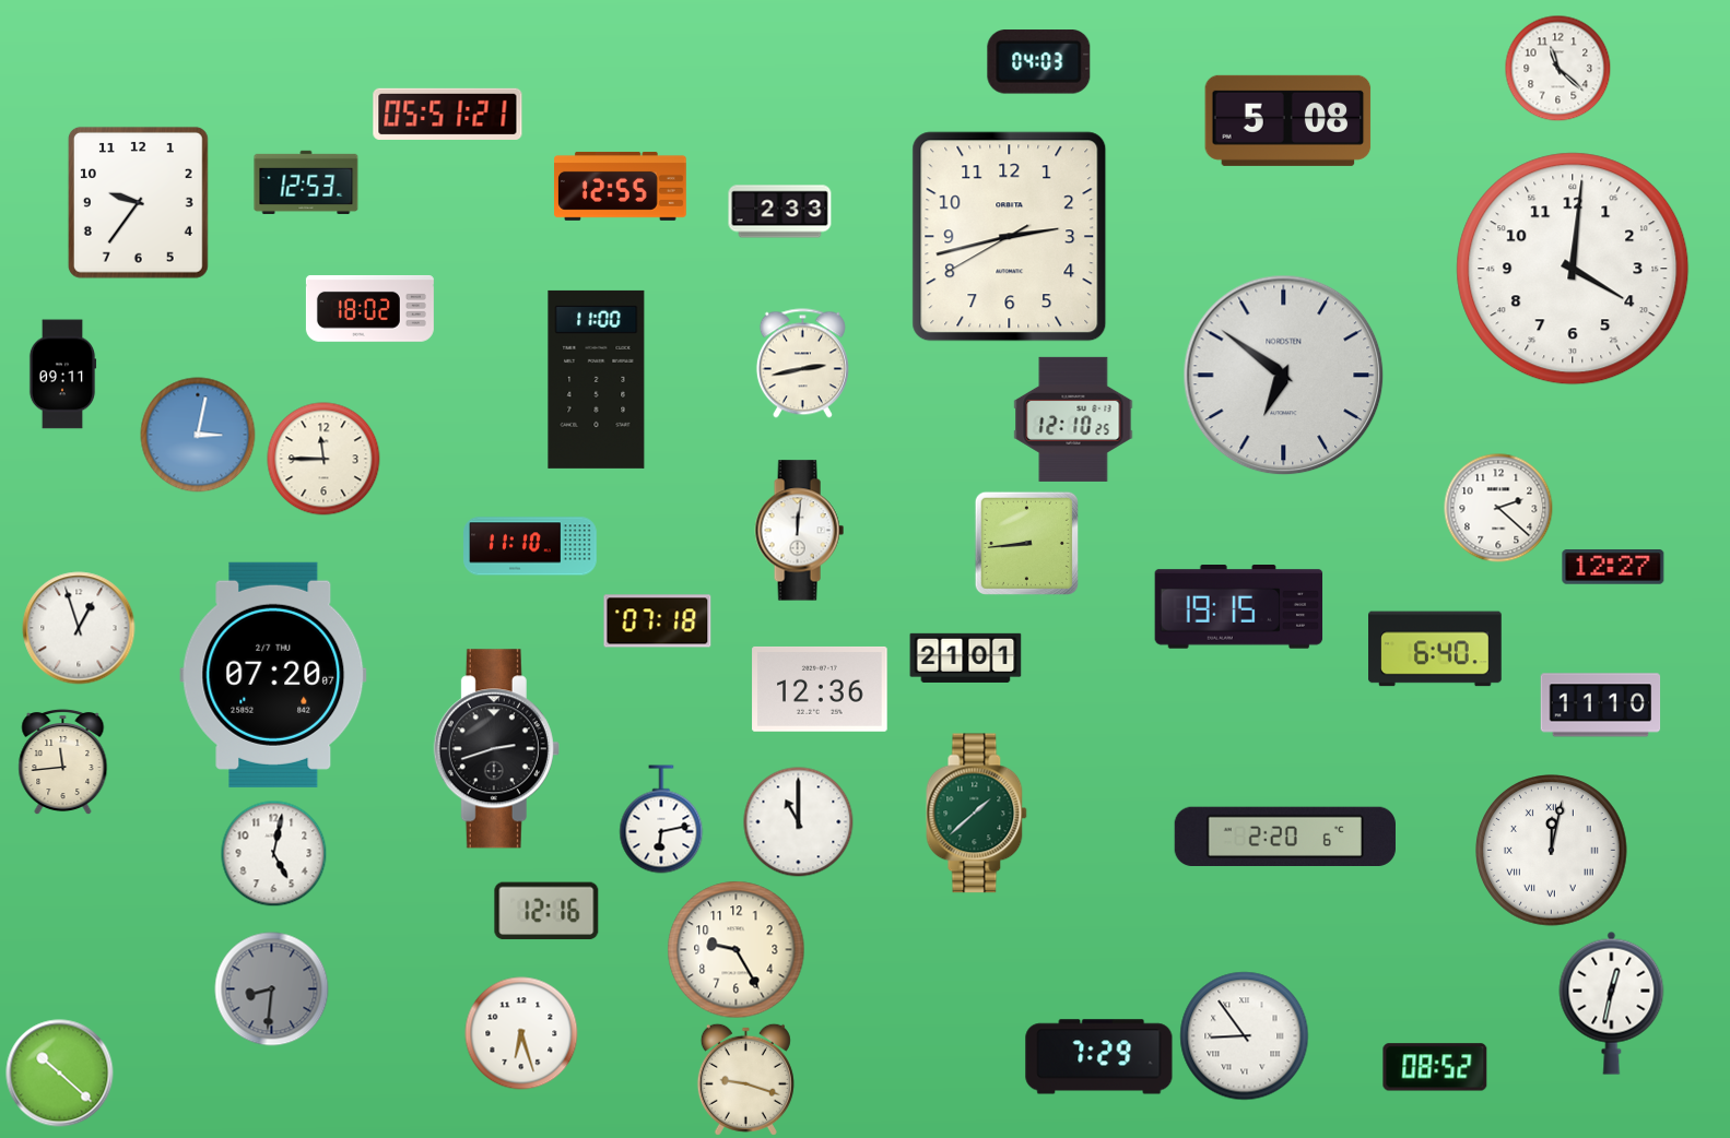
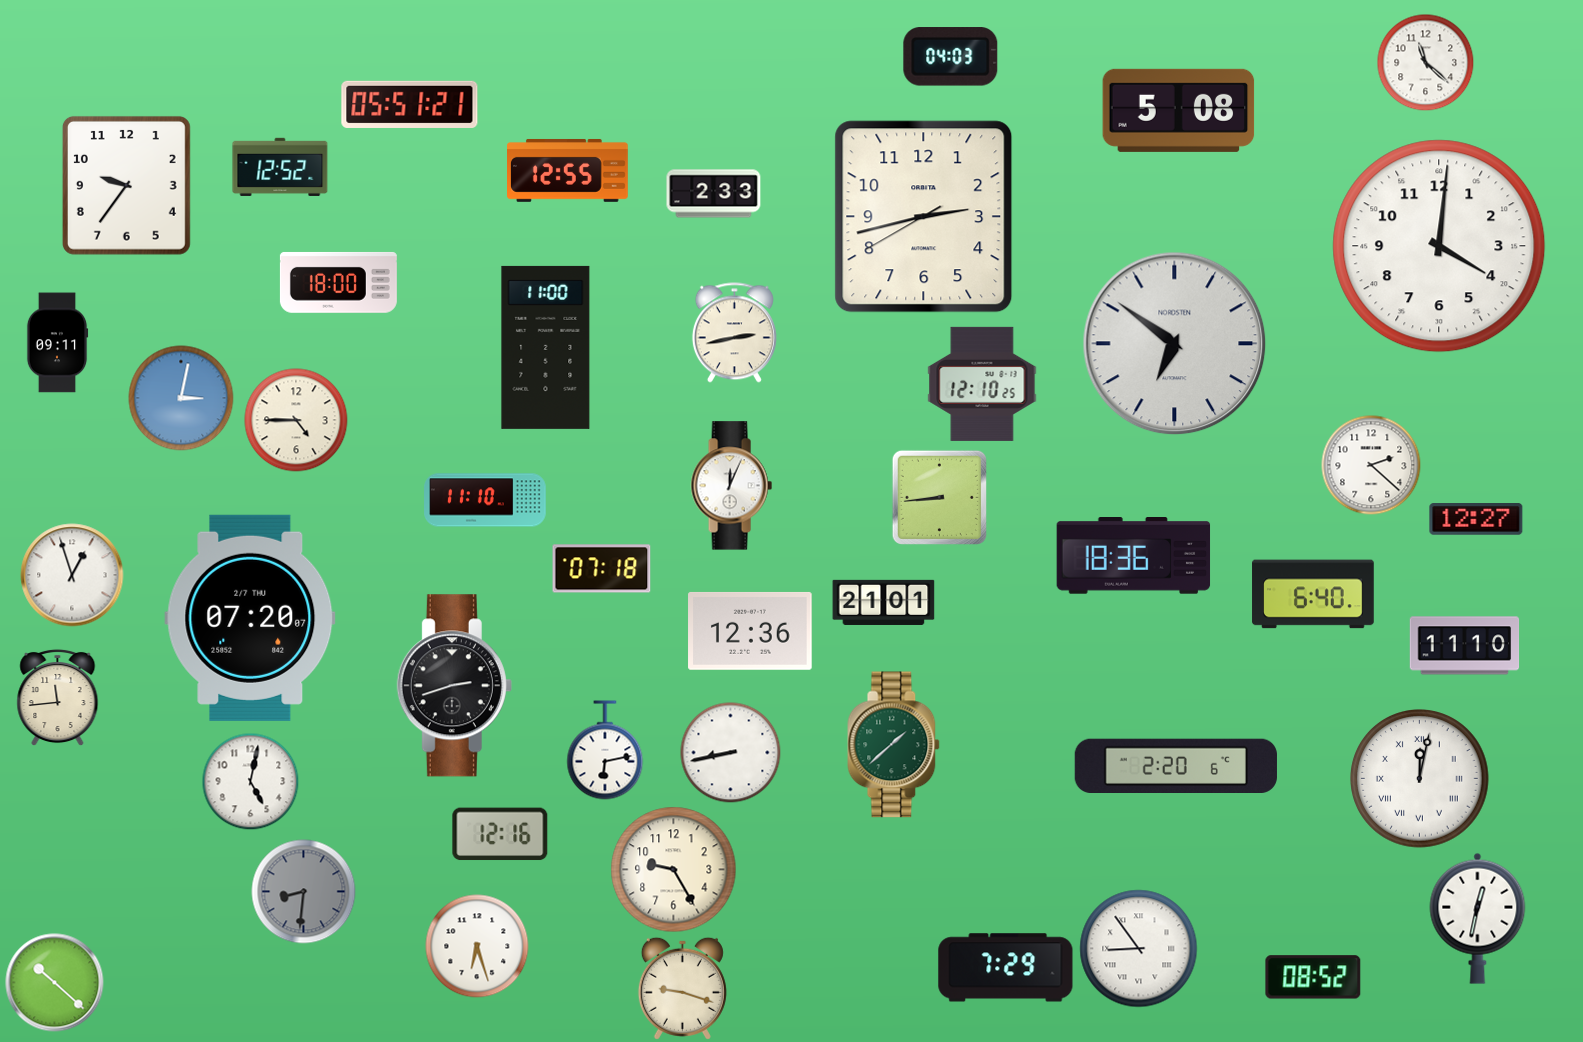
clock at (306, 182): 12:53 -> 12:52
clock at (369, 308): 18:02 -> 18:00
clock at (323, 459): 11:45 -> 4:45
clock at (799, 531): 12:01 -> 12:04
clock at (1239, 607): 19:15 -> 18:36
clock at (799, 822): 11:00 -> 8:43
clock at (272, 989) position: (272, 989) -> (304, 892)
clock at (1612, 1003) position: (1612, 1003) -> (1478, 918)
